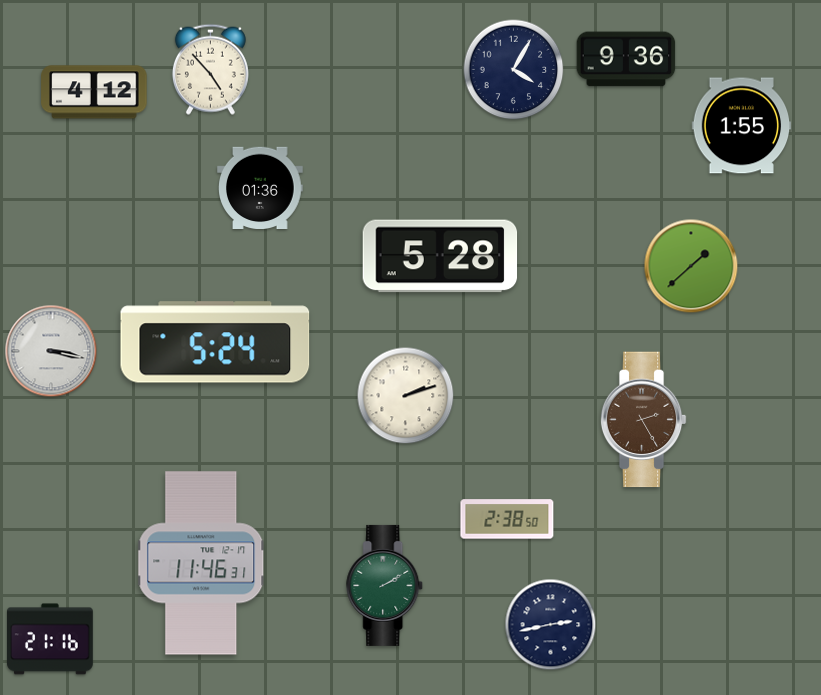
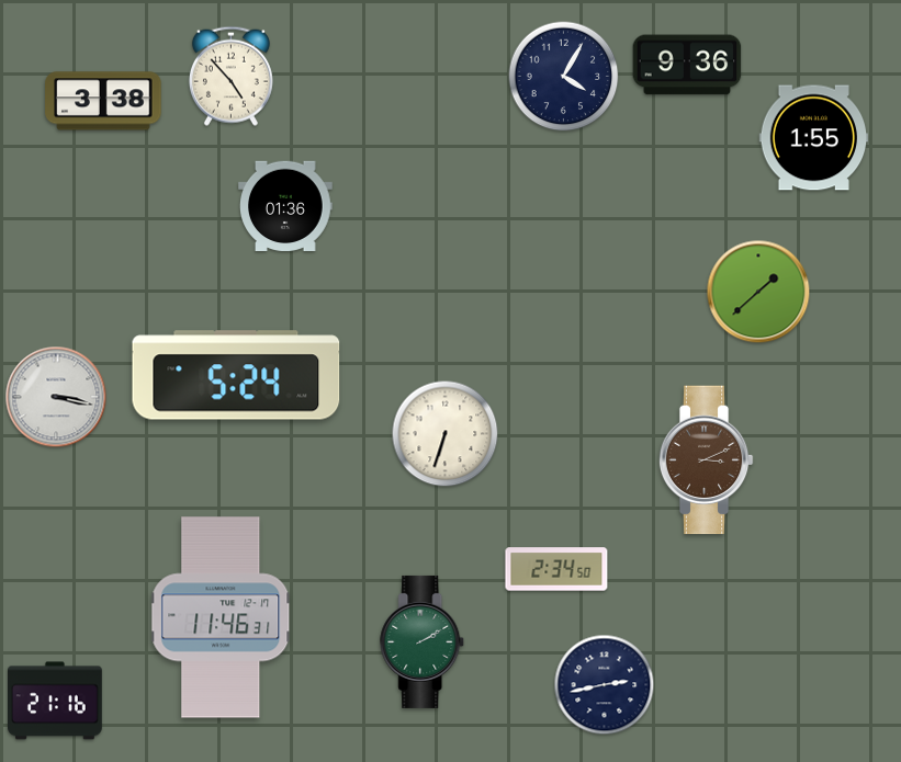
clock at (94, 92): 4:12 -> 3:38
clock at (440, 256): 5:28 -> none
clock at (51, 351) position: (51, 351) -> (56, 397)
clock at (406, 396): 2:12 -> 6:33
clock at (643, 420): 2:25 -> 3:11
clock at (507, 519): 2:38 -> 2:34
